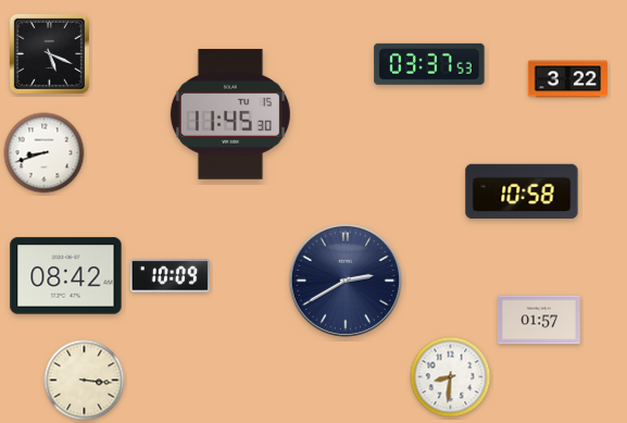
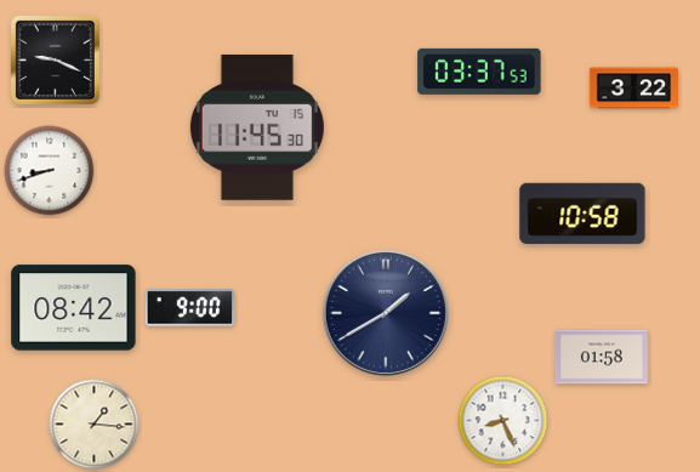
clock at (49, 53): 5:19 -> 9:19
clock at (170, 276): 10:09 -> 9:00
clock at (346, 281): 2:40 -> 1:40
clock at (539, 320): 01:57 -> 01:58
clock at (451, 377): 8:31 -> 8:26
clock at (85, 381): 3:16 -> 1:16
